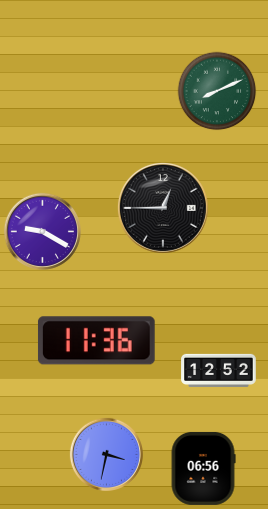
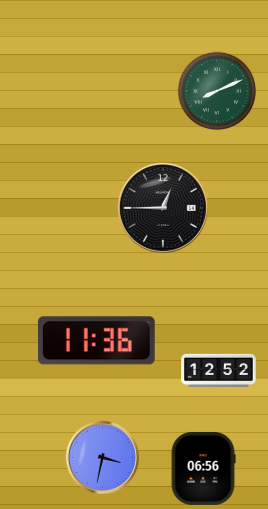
clock at (42, 231): 9:20 -> none
clock at (106, 454) position: (106, 454) -> (102, 457)
